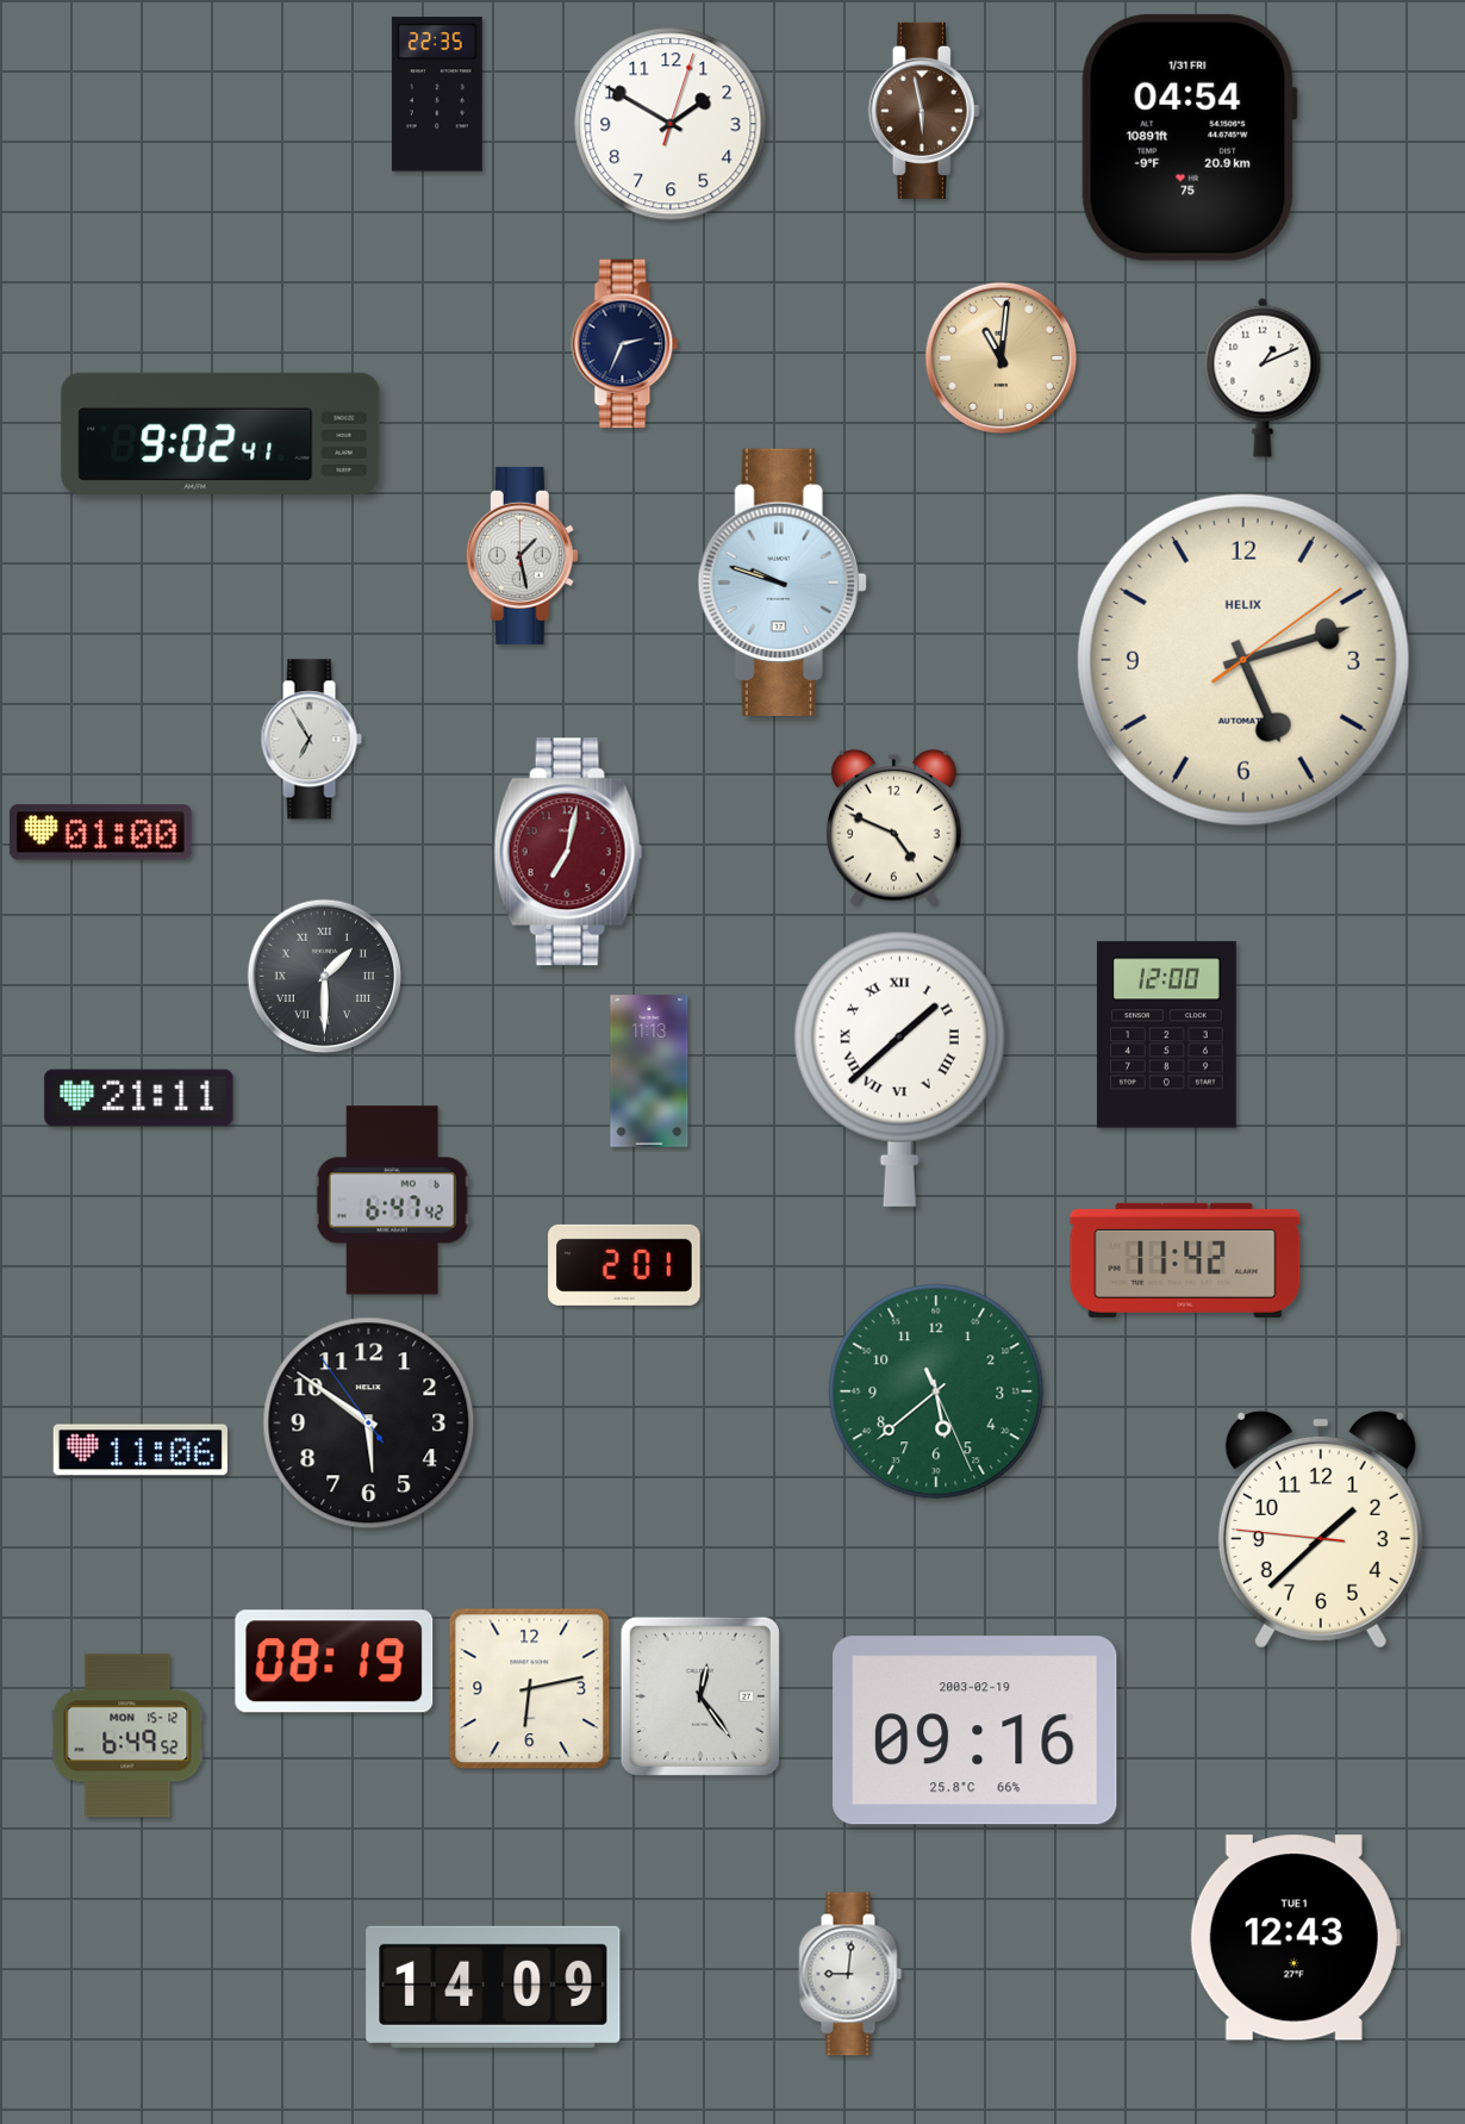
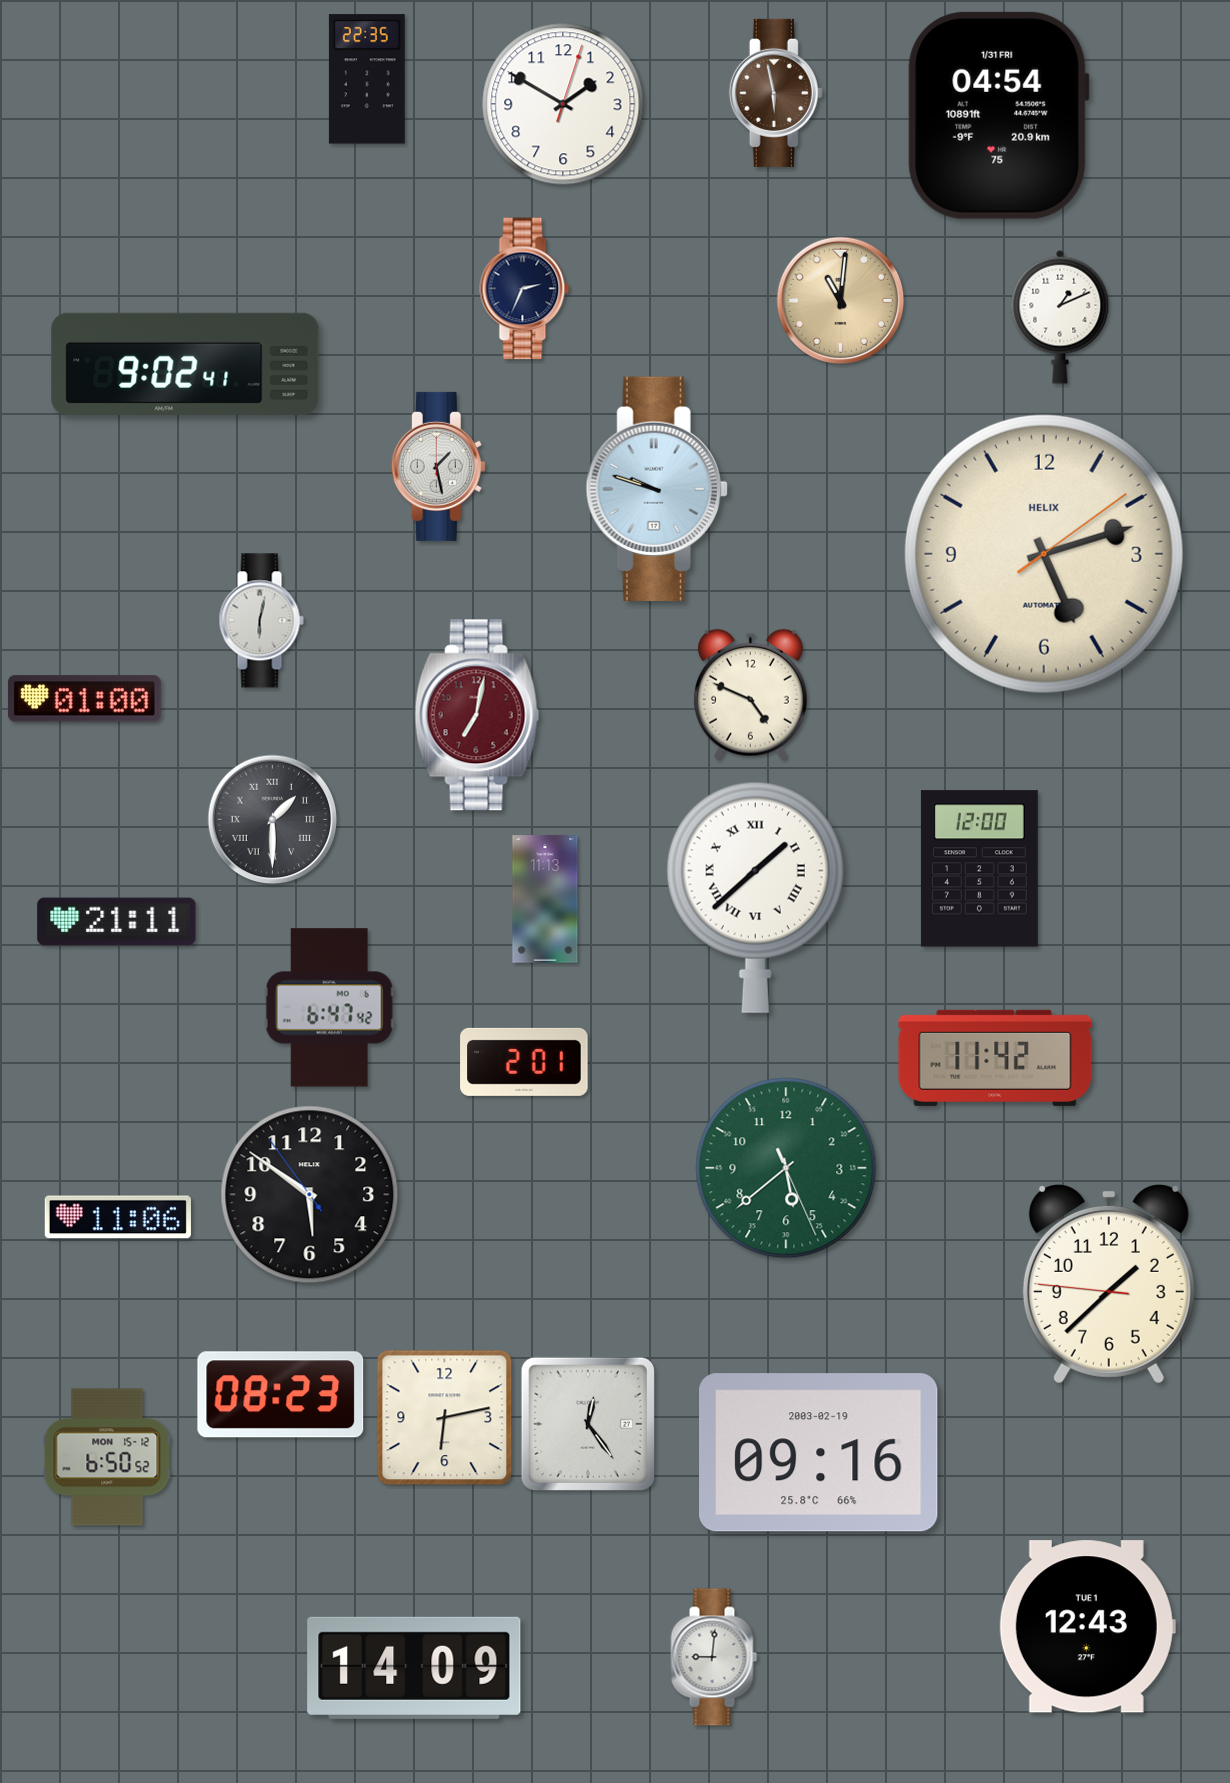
clock at (311, 740): 6:55 -> 6:02
clock at (335, 1662): 08:19 -> 08:23
clock at (127, 1736): 6:49 -> 6:50
